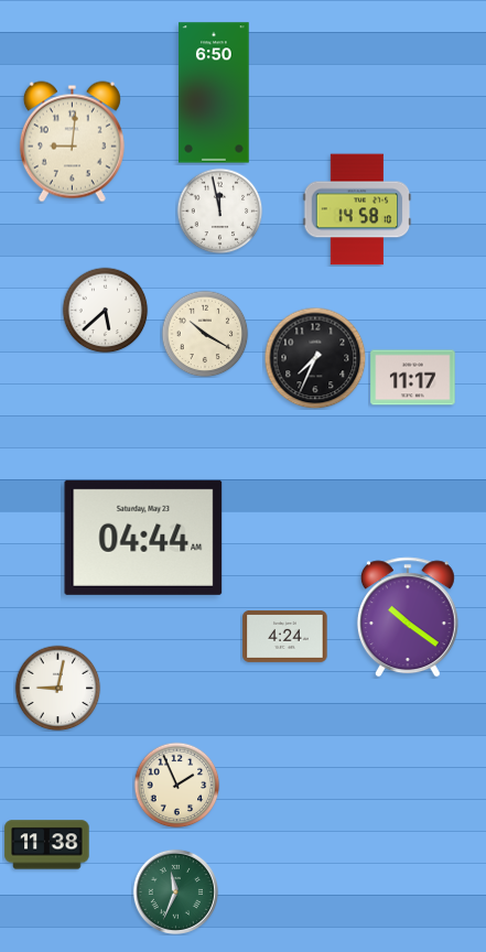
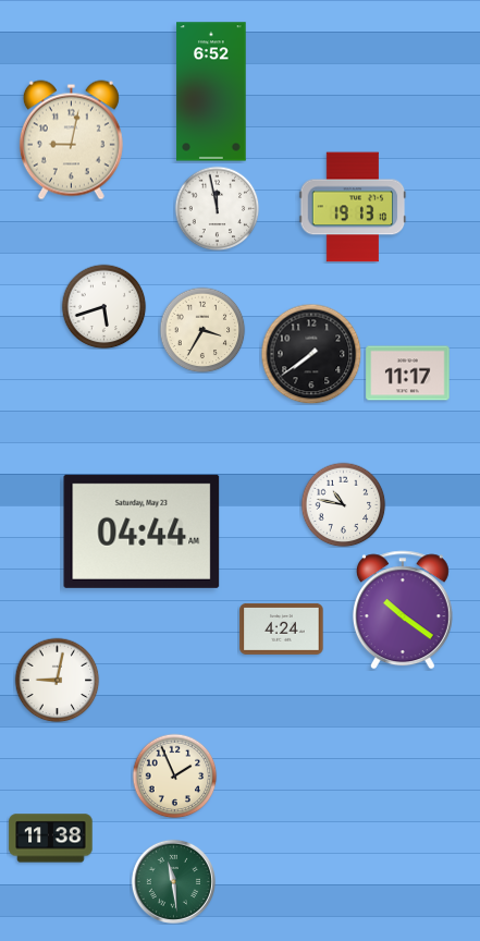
clock at (214, 93): 6:50 -> 6:52
clock at (72, 142): 9:01 -> 9:02
clock at (357, 209): 14:58 -> 19:13
clock at (105, 310): 5:38 -> 5:42
clock at (205, 334): 10:20 -> 3:35
clock at (315, 358): 7:34 -> 7:39
clock at (343, 504): none -> 10:47
clock at (47, 845) position: (47, 845) -> (51, 839)
clock at (175, 891): 11:34 -> 11:29
